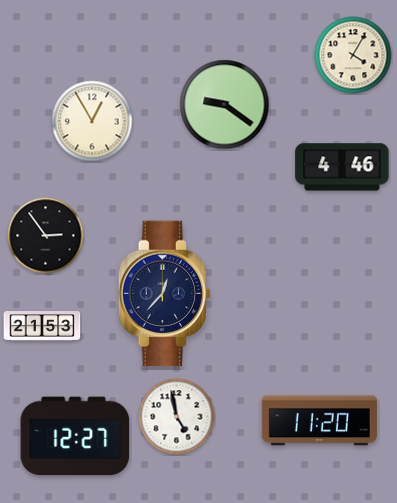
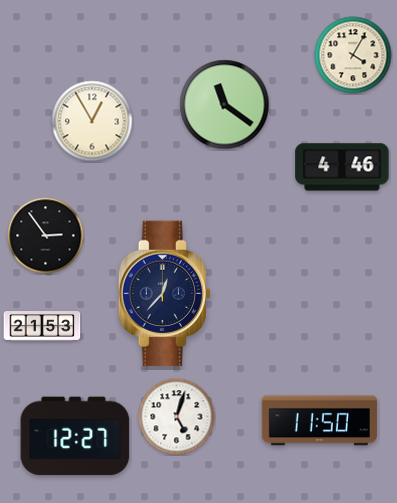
clock at (225, 105): 9:21 -> 11:21
clock at (177, 417): 4:58 -> 5:03
clock at (319, 421): 11:20 -> 11:50
